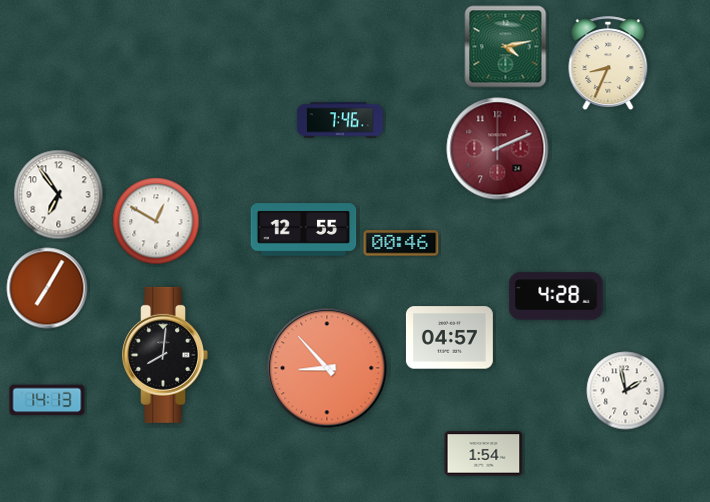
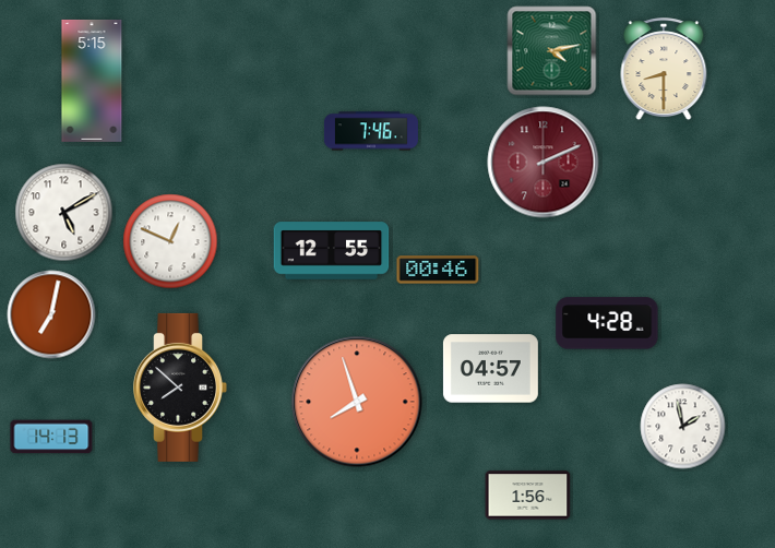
clock at (608, 64): 8:34 -> 8:30
clock at (92, 81): none -> 5:15
clock at (59, 195): 6:54 -> 5:10
clock at (156, 221): 12:50 -> 12:49
clock at (401, 243) position: (401, 243) -> (438, 270)
clock at (47, 288): 7:05 -> 7:02
clock at (165, 355): 8:01 -> 7:52
clock at (327, 368): 8:53 -> 7:57
clock at (484, 454): 1:54 -> 1:56
